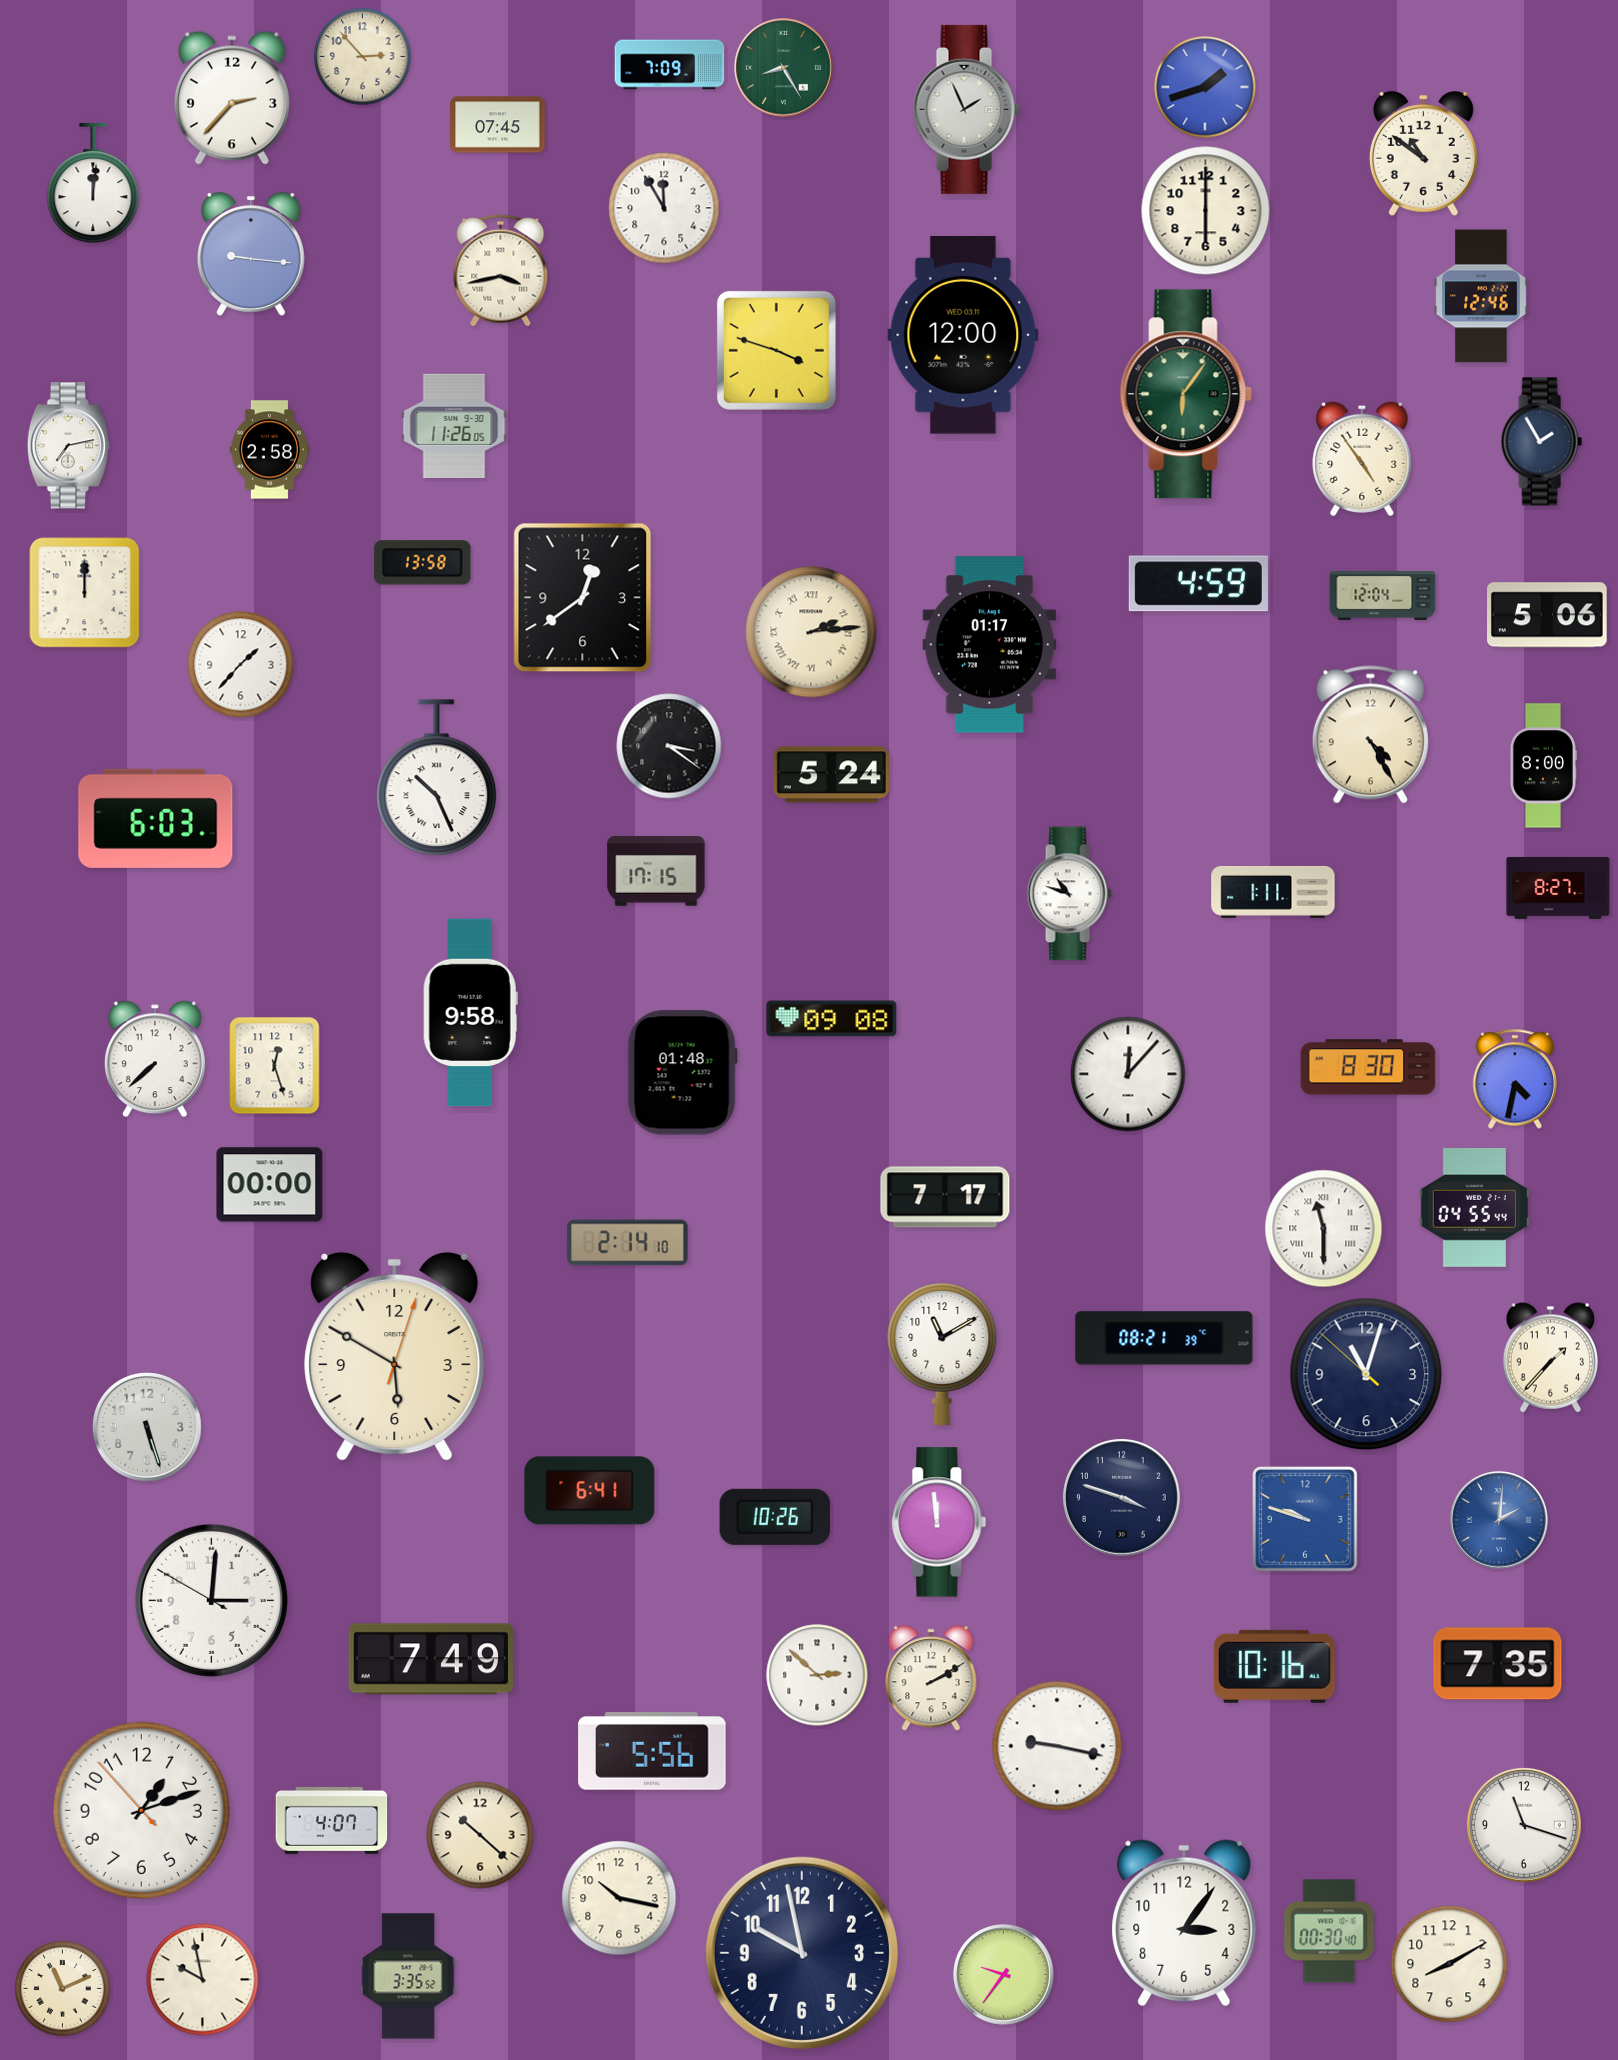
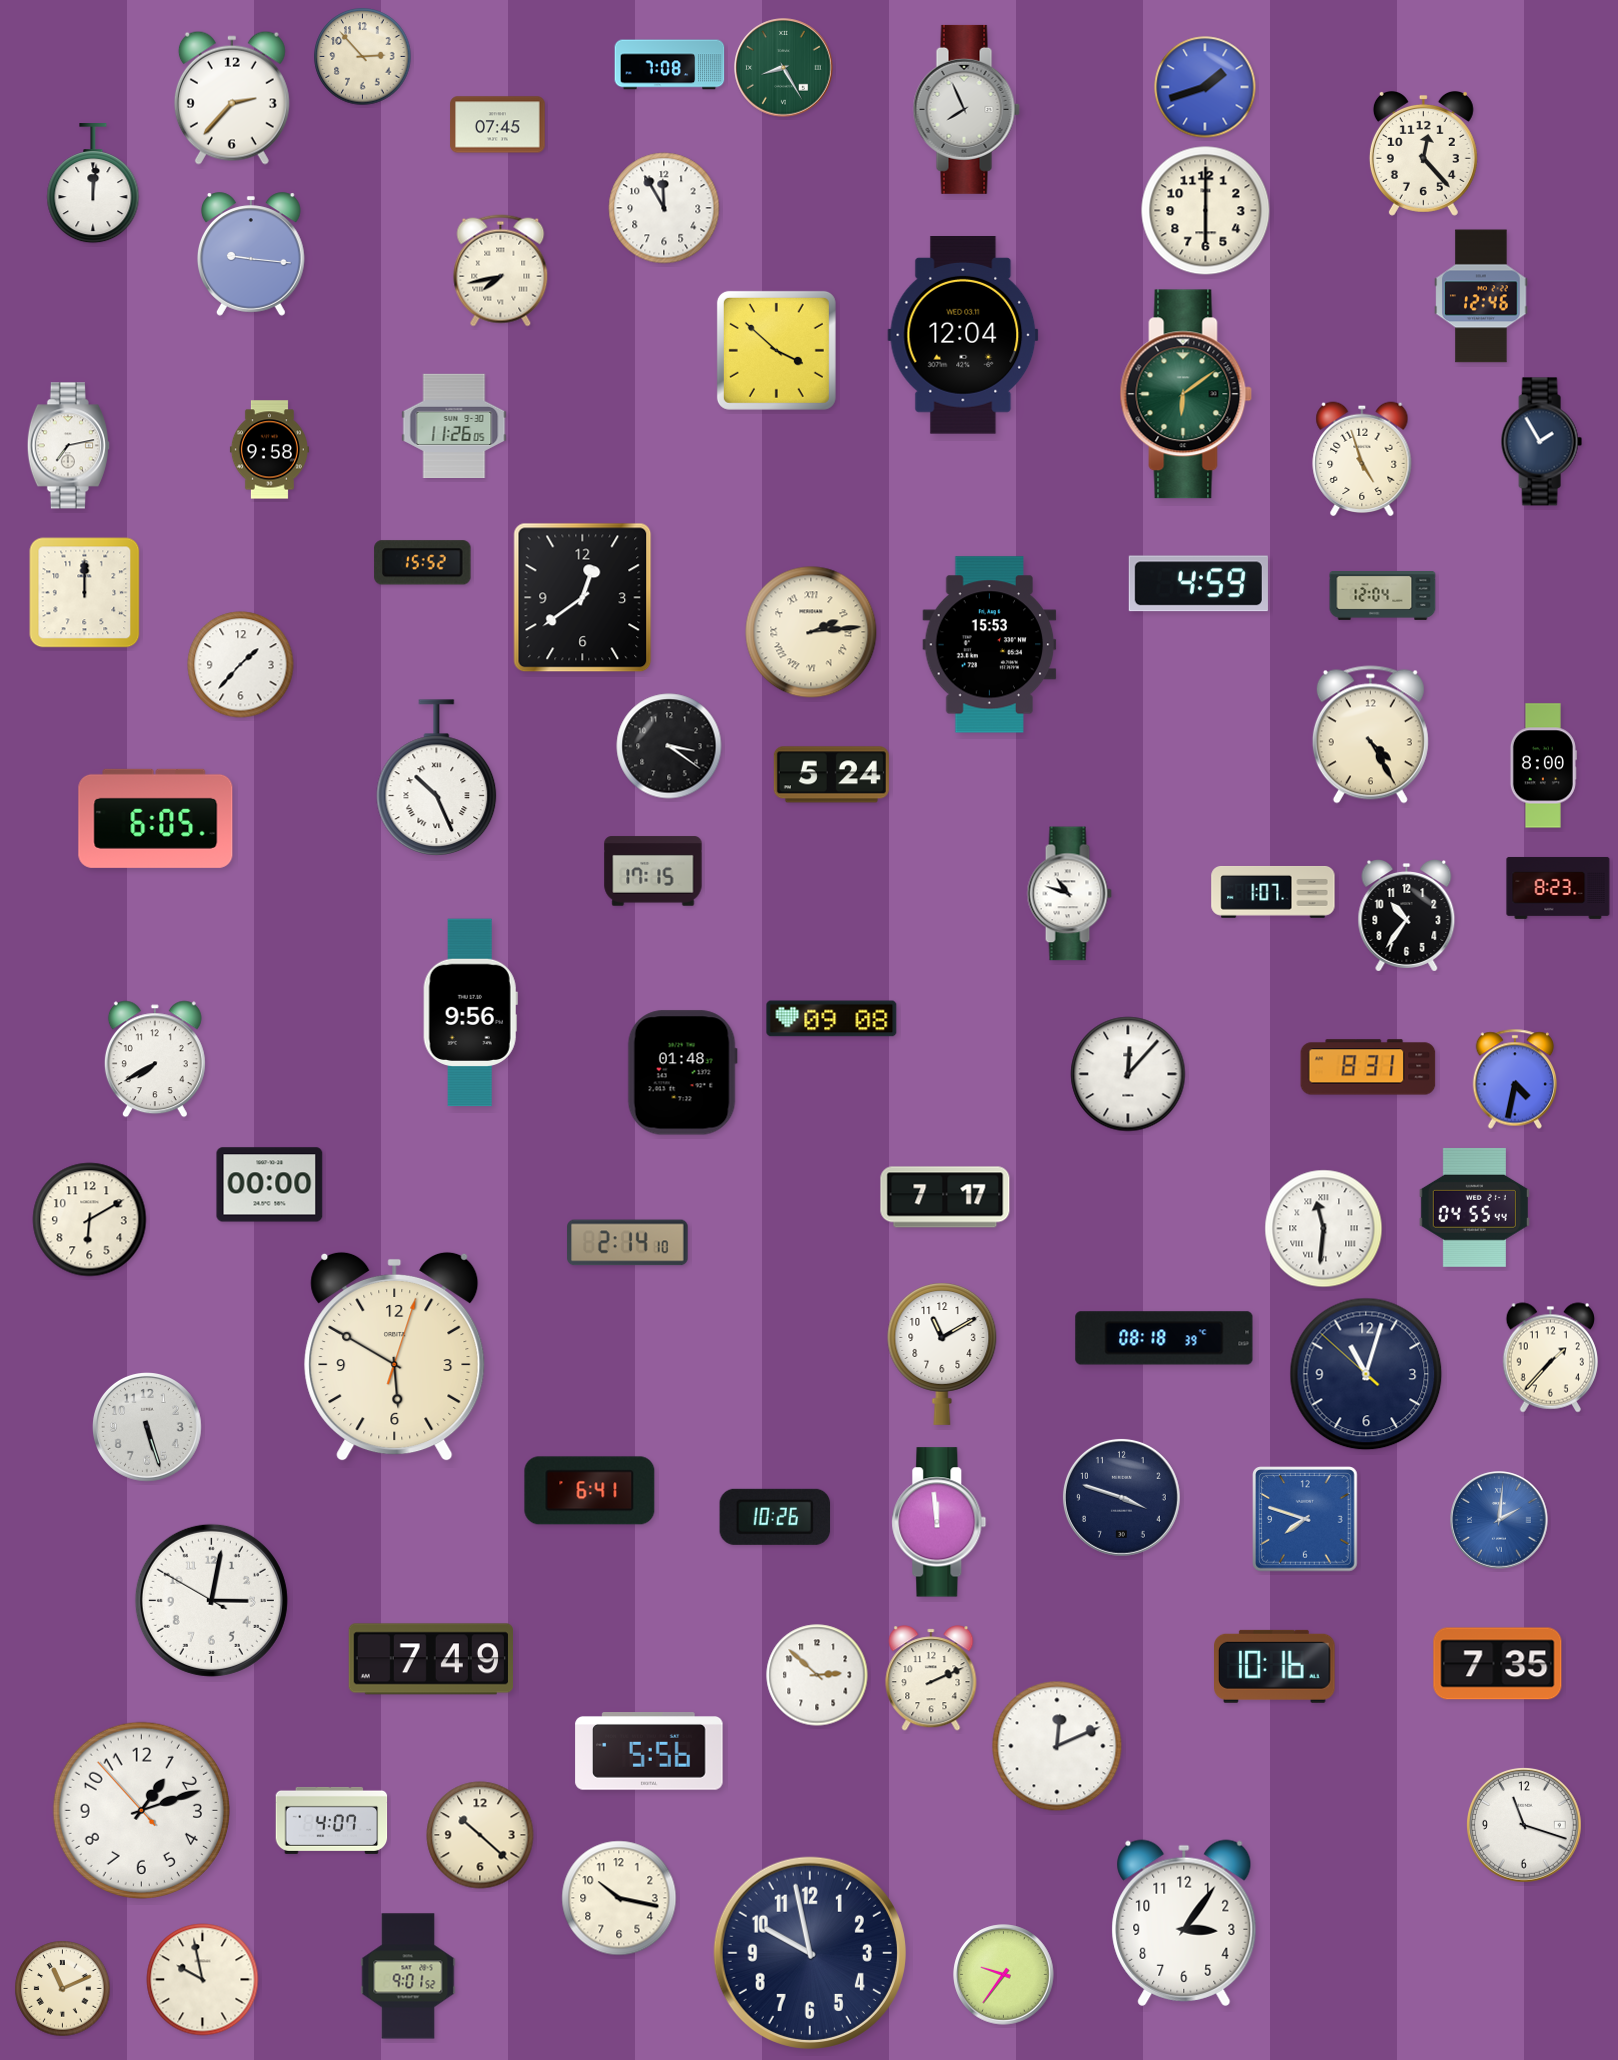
clock at (670, 65): 7:09 -> 7:08
clock at (966, 109): 1:56 -> 7:56
clock at (1423, 153): 10:51 -> 12:23
clock at (501, 271): 3:43 -> 7:43
clock at (963, 336): 12:00 -> 12:04
clock at (776, 350): 3:48 -> 3:52
clock at (1186, 394): 6:06 -> 6:09
clock at (269, 450): 2:58 -> 9:58
clock at (1362, 459): 4:54 -> 4:57
clock at (423, 563): 13:58 -> 15:52
clock at (1548, 615): 5:06 -> none
clock at (990, 645): 01:17 -> 15:53
clock at (156, 818): 6:03 -> 6:05
clock at (656, 871) position: (656, 871) -> (653, 871)
clock at (1558, 888): 8:27 -> 8:23
clock at (1273, 892): 1:11 -> 1:07
clock at (1407, 916): none -> 10:36
clock at (470, 1013): 9:58 -> 9:56
clock at (155, 1059): 7:38 -> 7:40
clock at (275, 1066): 12:27 -> none
clock at (1368, 1067): 8:30 -> 8:31
clock at (90, 1220): none -> 6:10
clock at (1324, 1229): 11:30 -> 11:31
clock at (1164, 1338): 08:21 -> 08:18
clock at (1305, 1519): 9:48 -> 7:48
clock at (211, 1600): 3:00 -> 3:01
clock at (931, 1678): 2:10 -> 2:11
clock at (1057, 1746): 9:17 -> 12:11
clock at (652, 1751) position: (652, 1751) -> (649, 1751)
clock at (1329, 1931): 00:30 -> none
clock at (802, 1953) position: (802, 1953) -> (810, 1953)
clock at (1449, 1964): 8:10 -> none
clock at (408, 1976): 3:35 -> 9:01
